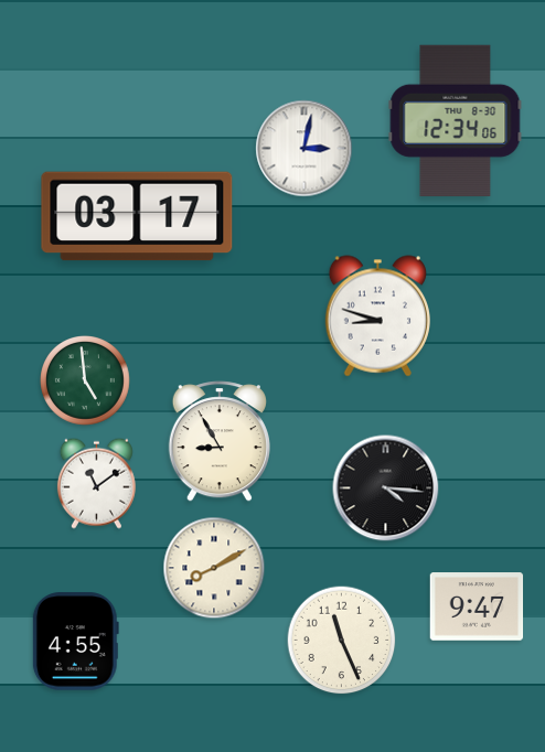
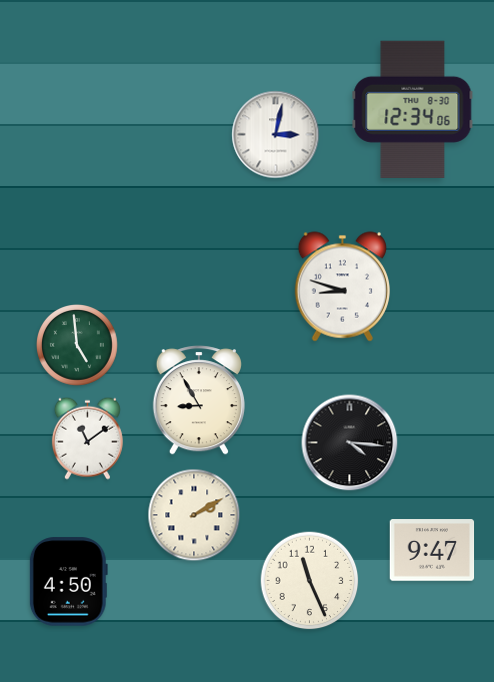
clock at (137, 216): 03:17 -> none
clock at (214, 568): 8:10 -> 2:10
clock at (75, 642): 4:55 -> 4:50
